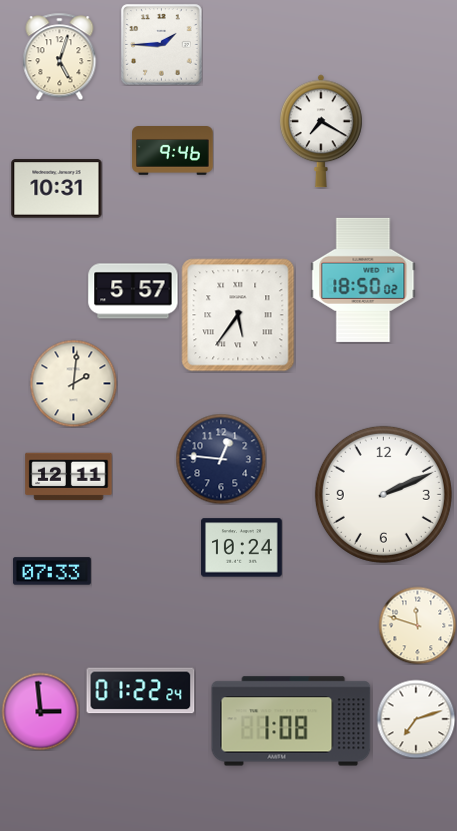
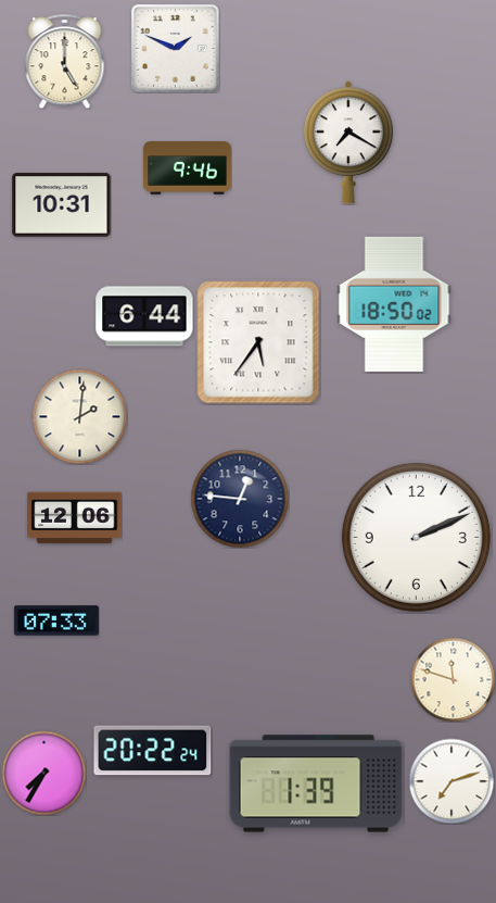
clock at (161, 44): 1:45 -> 1:49
clock at (60, 56): 5:03 -> 5:00
clock at (173, 151) position: (173, 151) -> (188, 168)
clock at (133, 291): 5:57 -> 6:44
clock at (69, 477): 12:11 -> 12:06
clock at (242, 548): 10:24 -> none
clock at (141, 691): 01:22 -> 20:22
clock at (40, 711): 2:59 -> 7:35
clock at (291, 721): 1:08 -> 1:39
